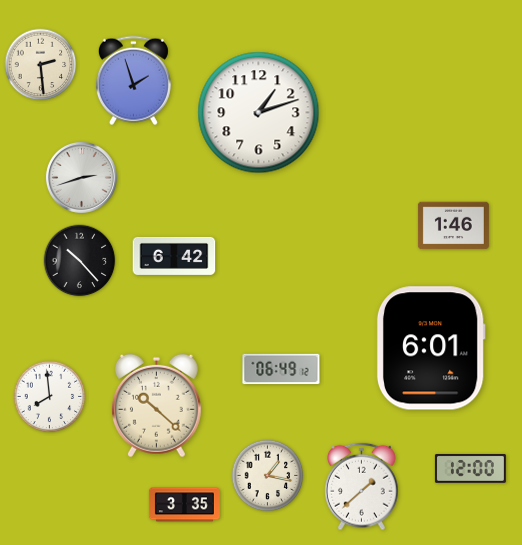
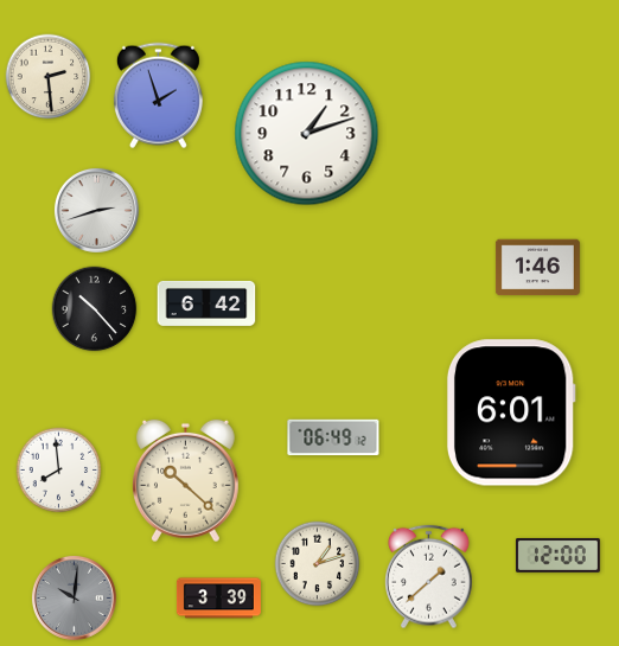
clock at (268, 476): 1:17 -> 1:12
clock at (74, 597): none -> 10:01
clock at (184, 505): 3:35 -> 3:39
